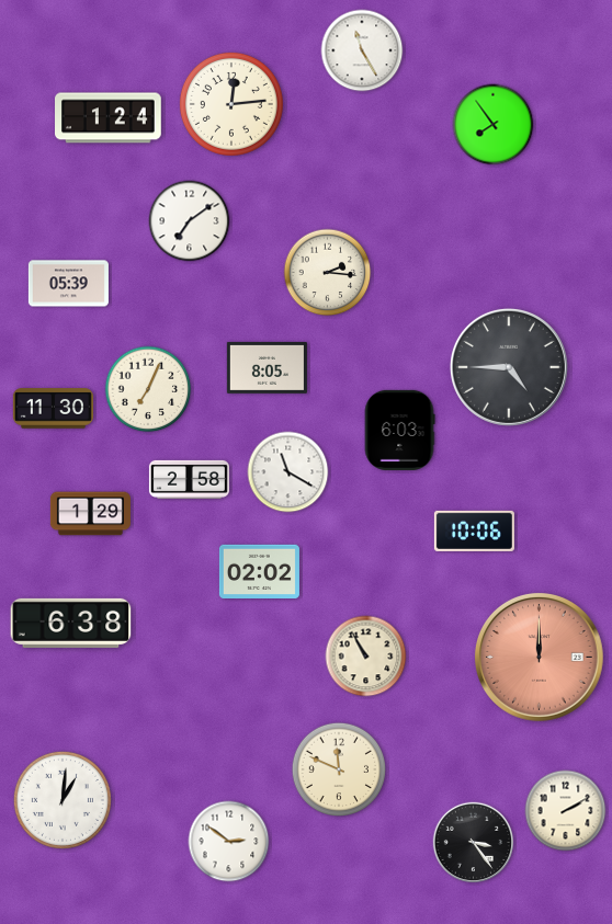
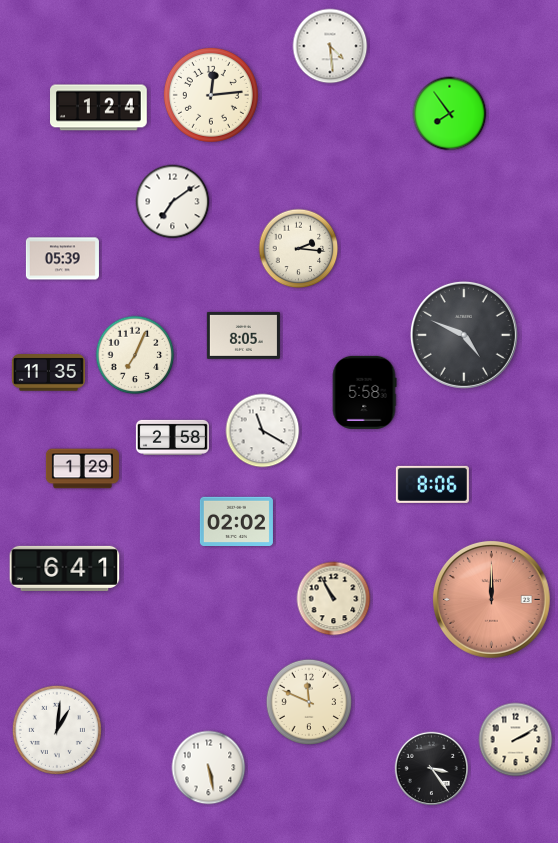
clock at (362, 50): 11:25 -> 4:29
clock at (509, 367): 4:45 -> 4:49
clock at (53, 409): 11:30 -> 11:35
clock at (399, 430): 6:03 -> 5:58
clock at (474, 531): 10:06 -> 8:06
clock at (71, 623): 6:38 -> 6:41
clock at (229, 842): 2:51 -> 5:28
